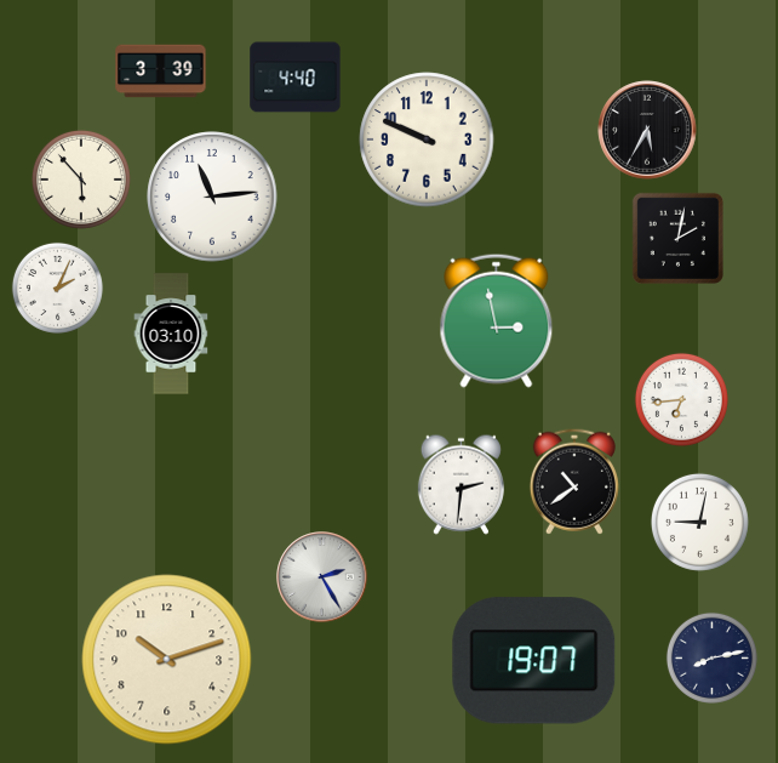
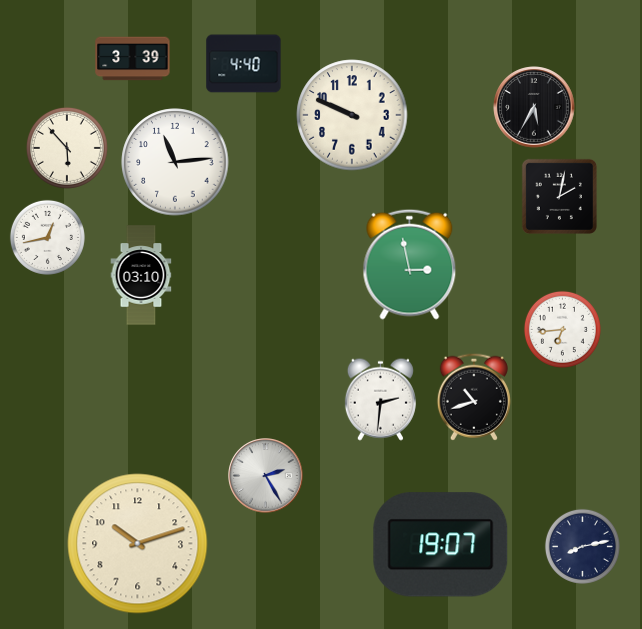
clock at (57, 287): 2:04 -> 12:43
clock at (574, 482): 10:39 -> 10:42
clock at (699, 522): 9:02 -> none
clock at (711, 657) position: (711, 657) -> (582, 546)
